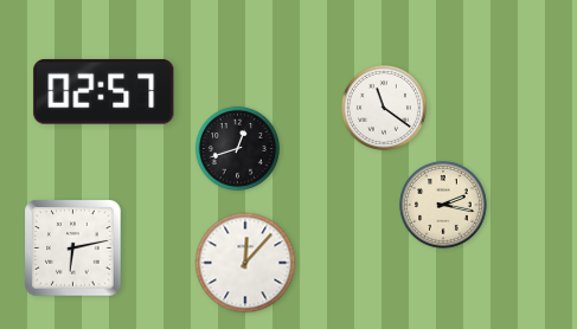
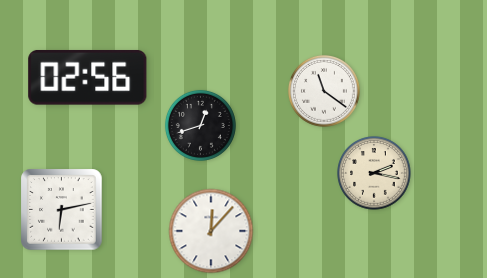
clock at (104, 91): 02:57 -> 02:56
clock at (245, 263) position: (245, 263) -> (211, 231)
